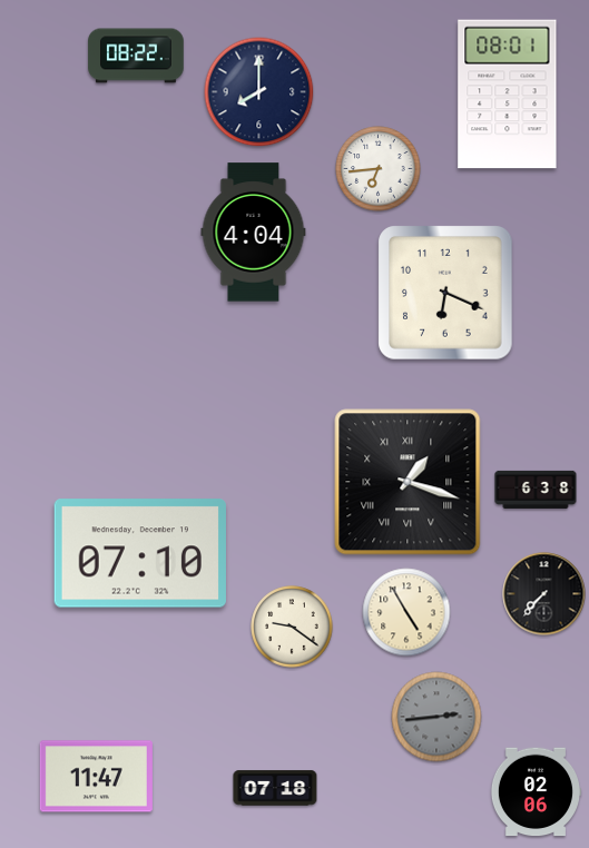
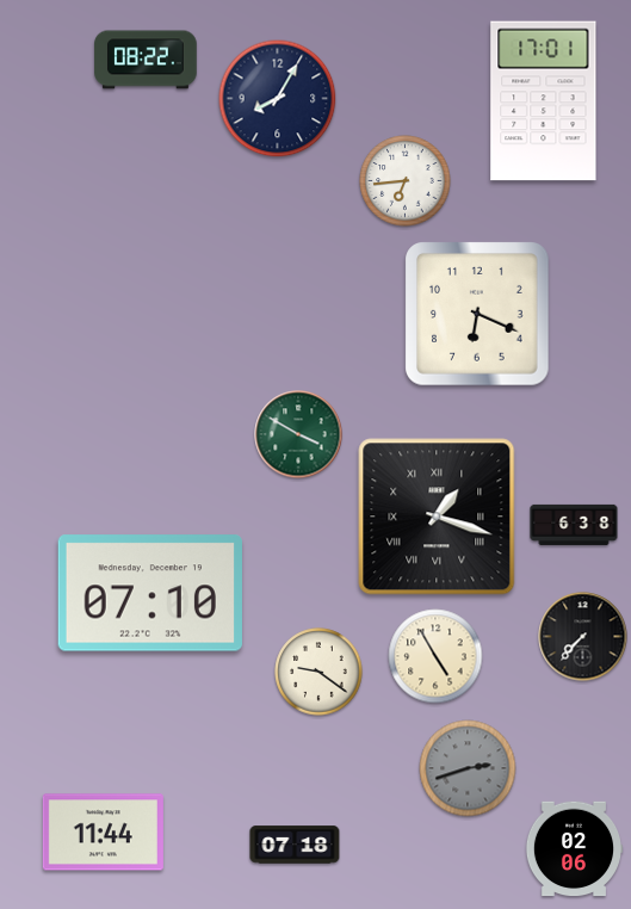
clock at (259, 92): 8:00 -> 8:05
clock at (508, 95): 08:01 -> 17:01
clock at (254, 233): 4:04 -> none
clock at (298, 434): none -> 3:50
clock at (292, 627) position: (292, 627) -> (318, 672)
clock at (436, 717): 2:44 -> 2:42
clock at (96, 777): 11:47 -> 11:44
